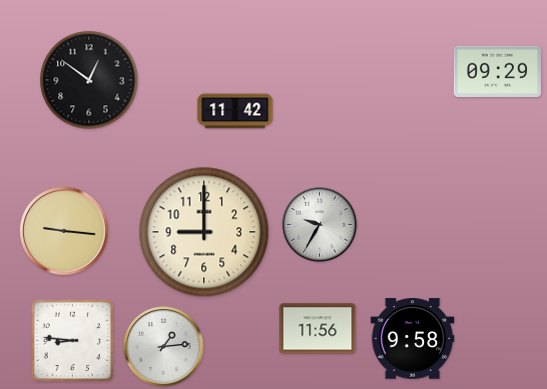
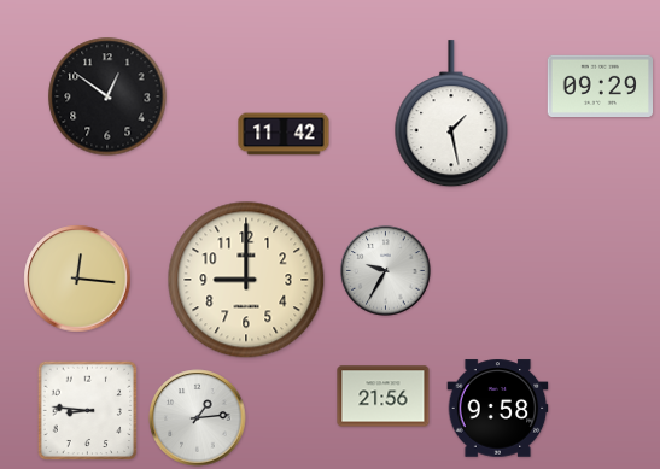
clock at (451, 115): none -> 1:28
clock at (64, 231): 9:16 -> 12:16
clock at (318, 329): 11:56 -> 21:56
